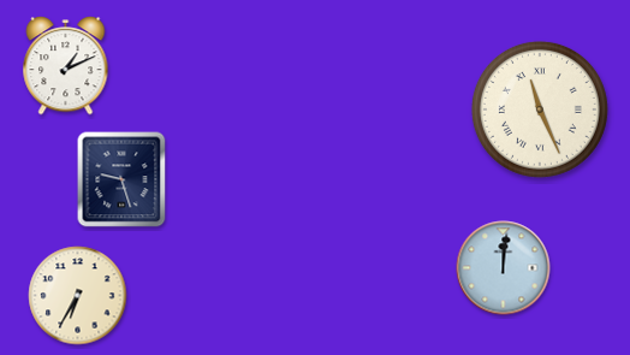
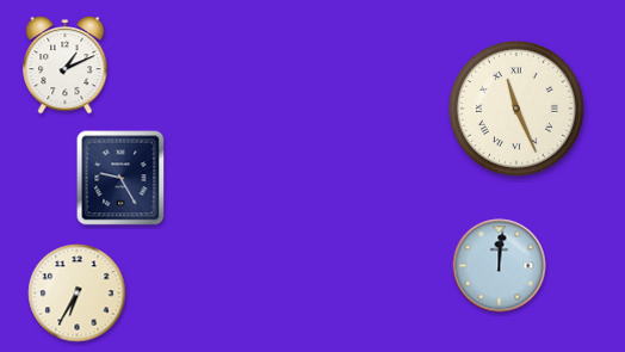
clock at (540, 110) position: (540, 110) -> (516, 109)
clock at (121, 179): 9:27 -> 9:25
